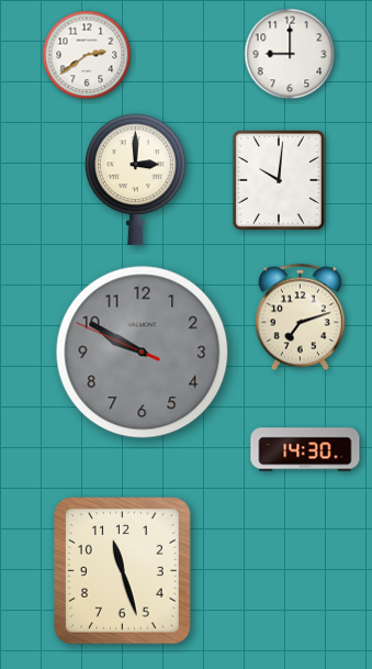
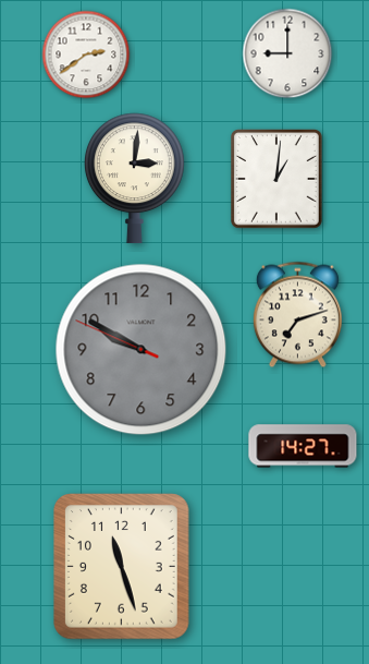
clock at (135, 180): 3:00 -> 3:01
clock at (279, 181): 10:01 -> 1:01
clock at (305, 449): 14:30 -> 14:27
